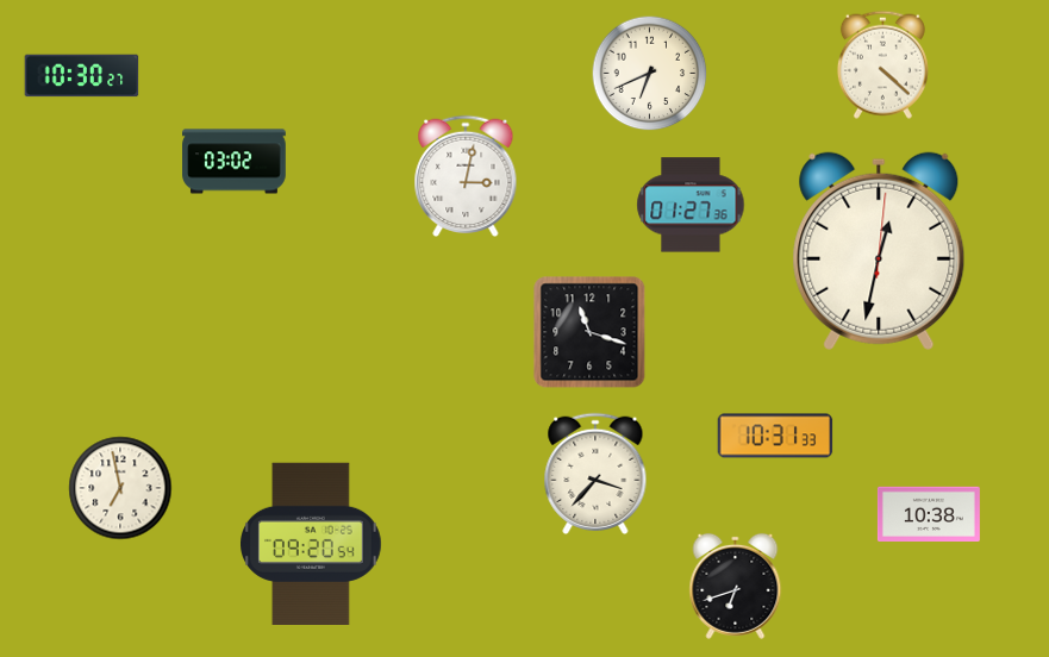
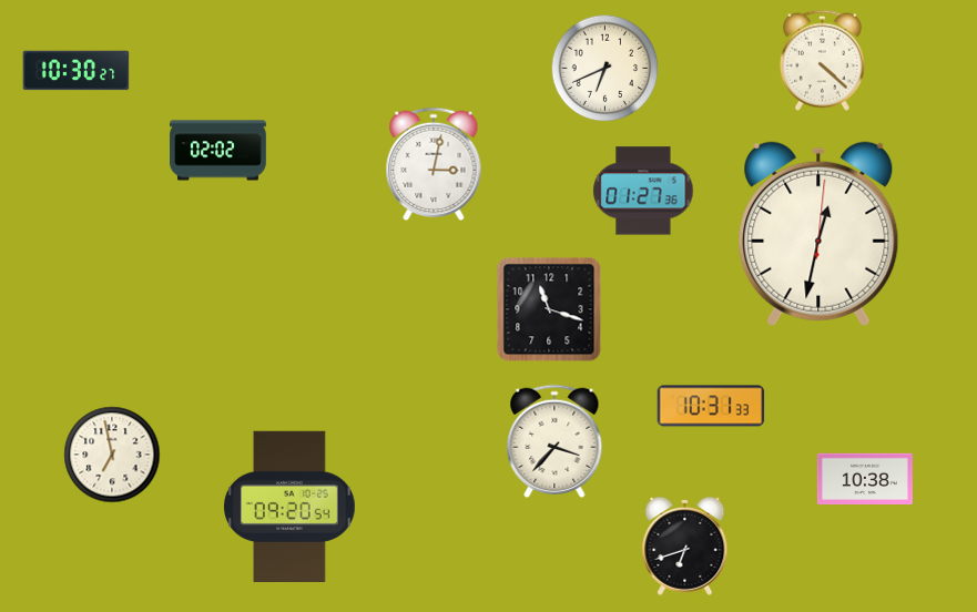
clock at (235, 162): 03:02 -> 02:02
clock at (775, 436) position: (775, 436) -> (711, 406)
